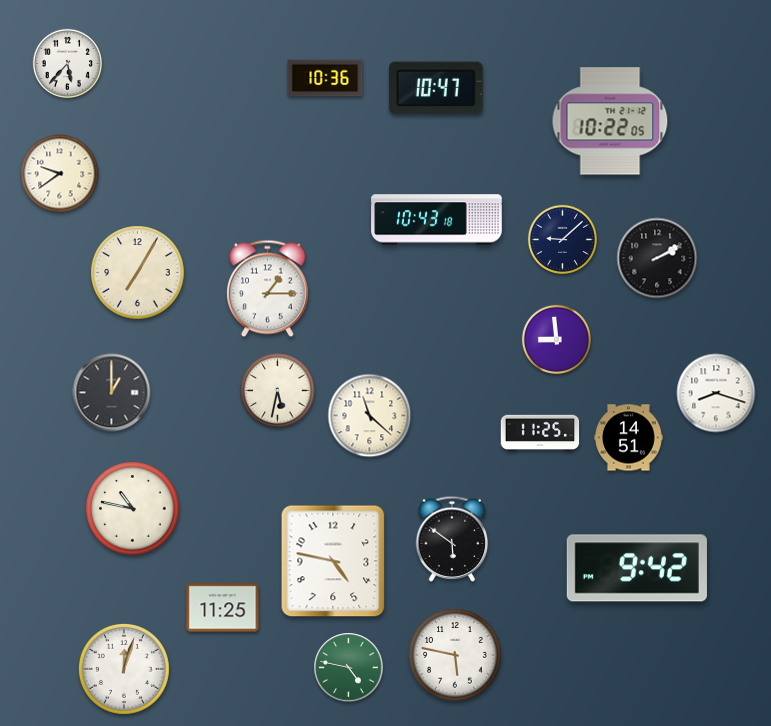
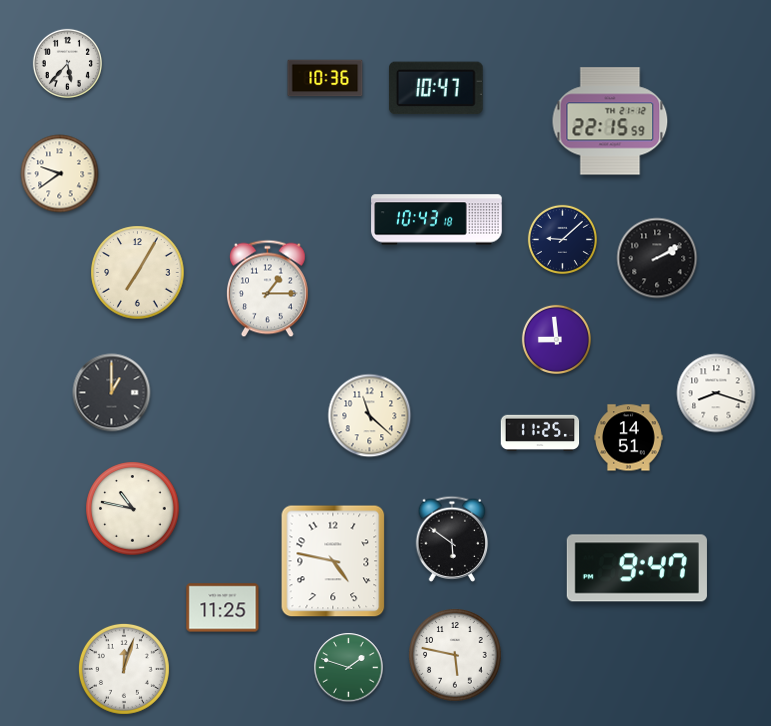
clock at (610, 121): 10:22 -> 22:15
clock at (278, 391): 5:32 -> none
clock at (637, 568): 9:42 -> 9:47
clock at (349, 668): 4:47 -> 1:48
